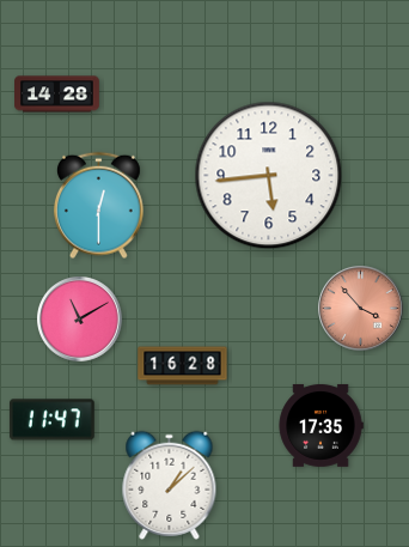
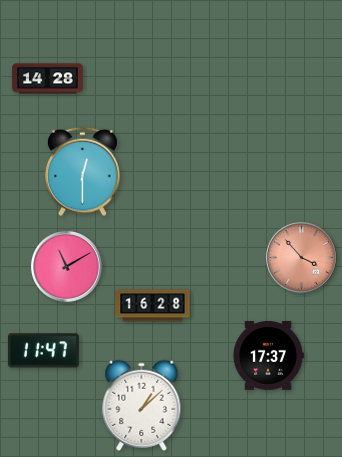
clock at (269, 176): 5:44 -> none
clock at (321, 425): 17:35 -> 17:37
